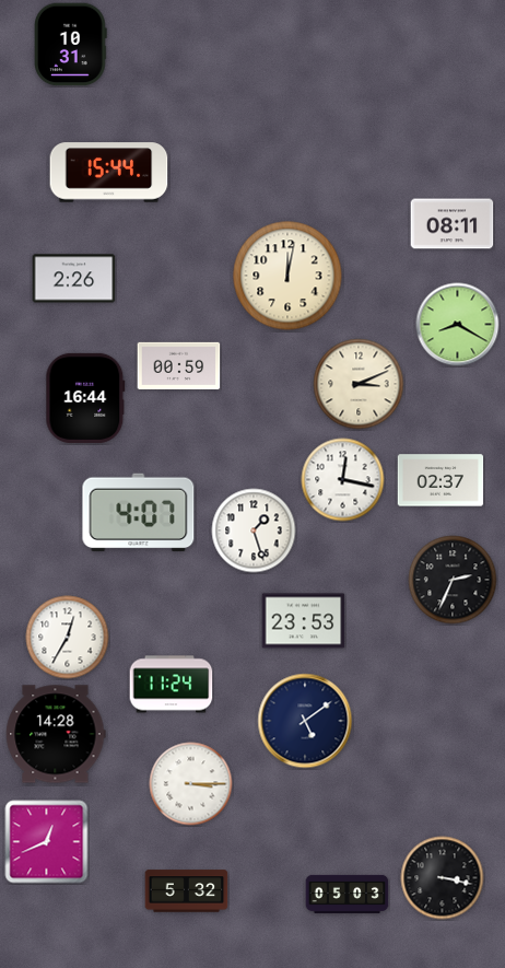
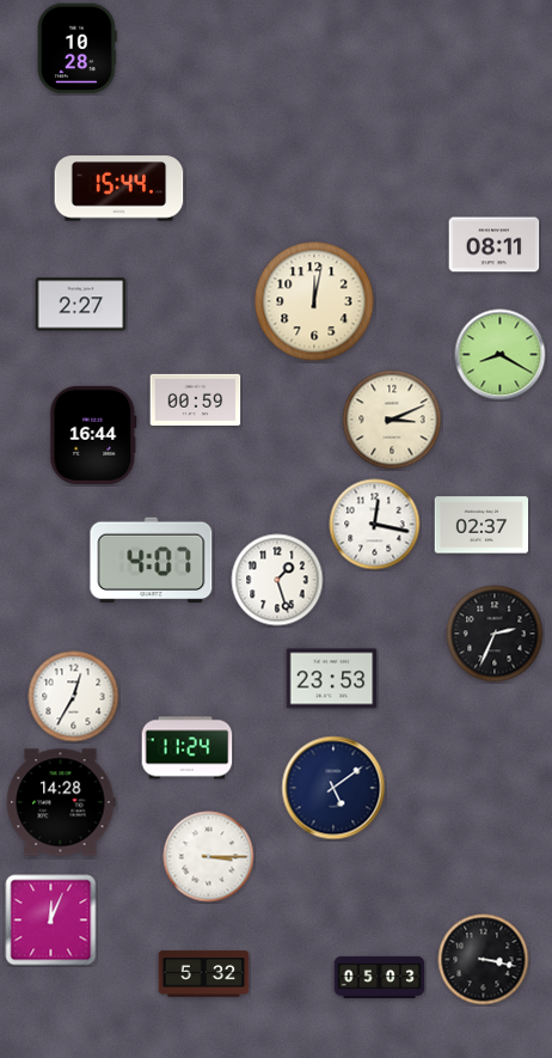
clock at (71, 45): 10:31 -> 10:28
clock at (74, 279): 2:26 -> 2:27
clock at (47, 842): 12:41 -> 12:04
